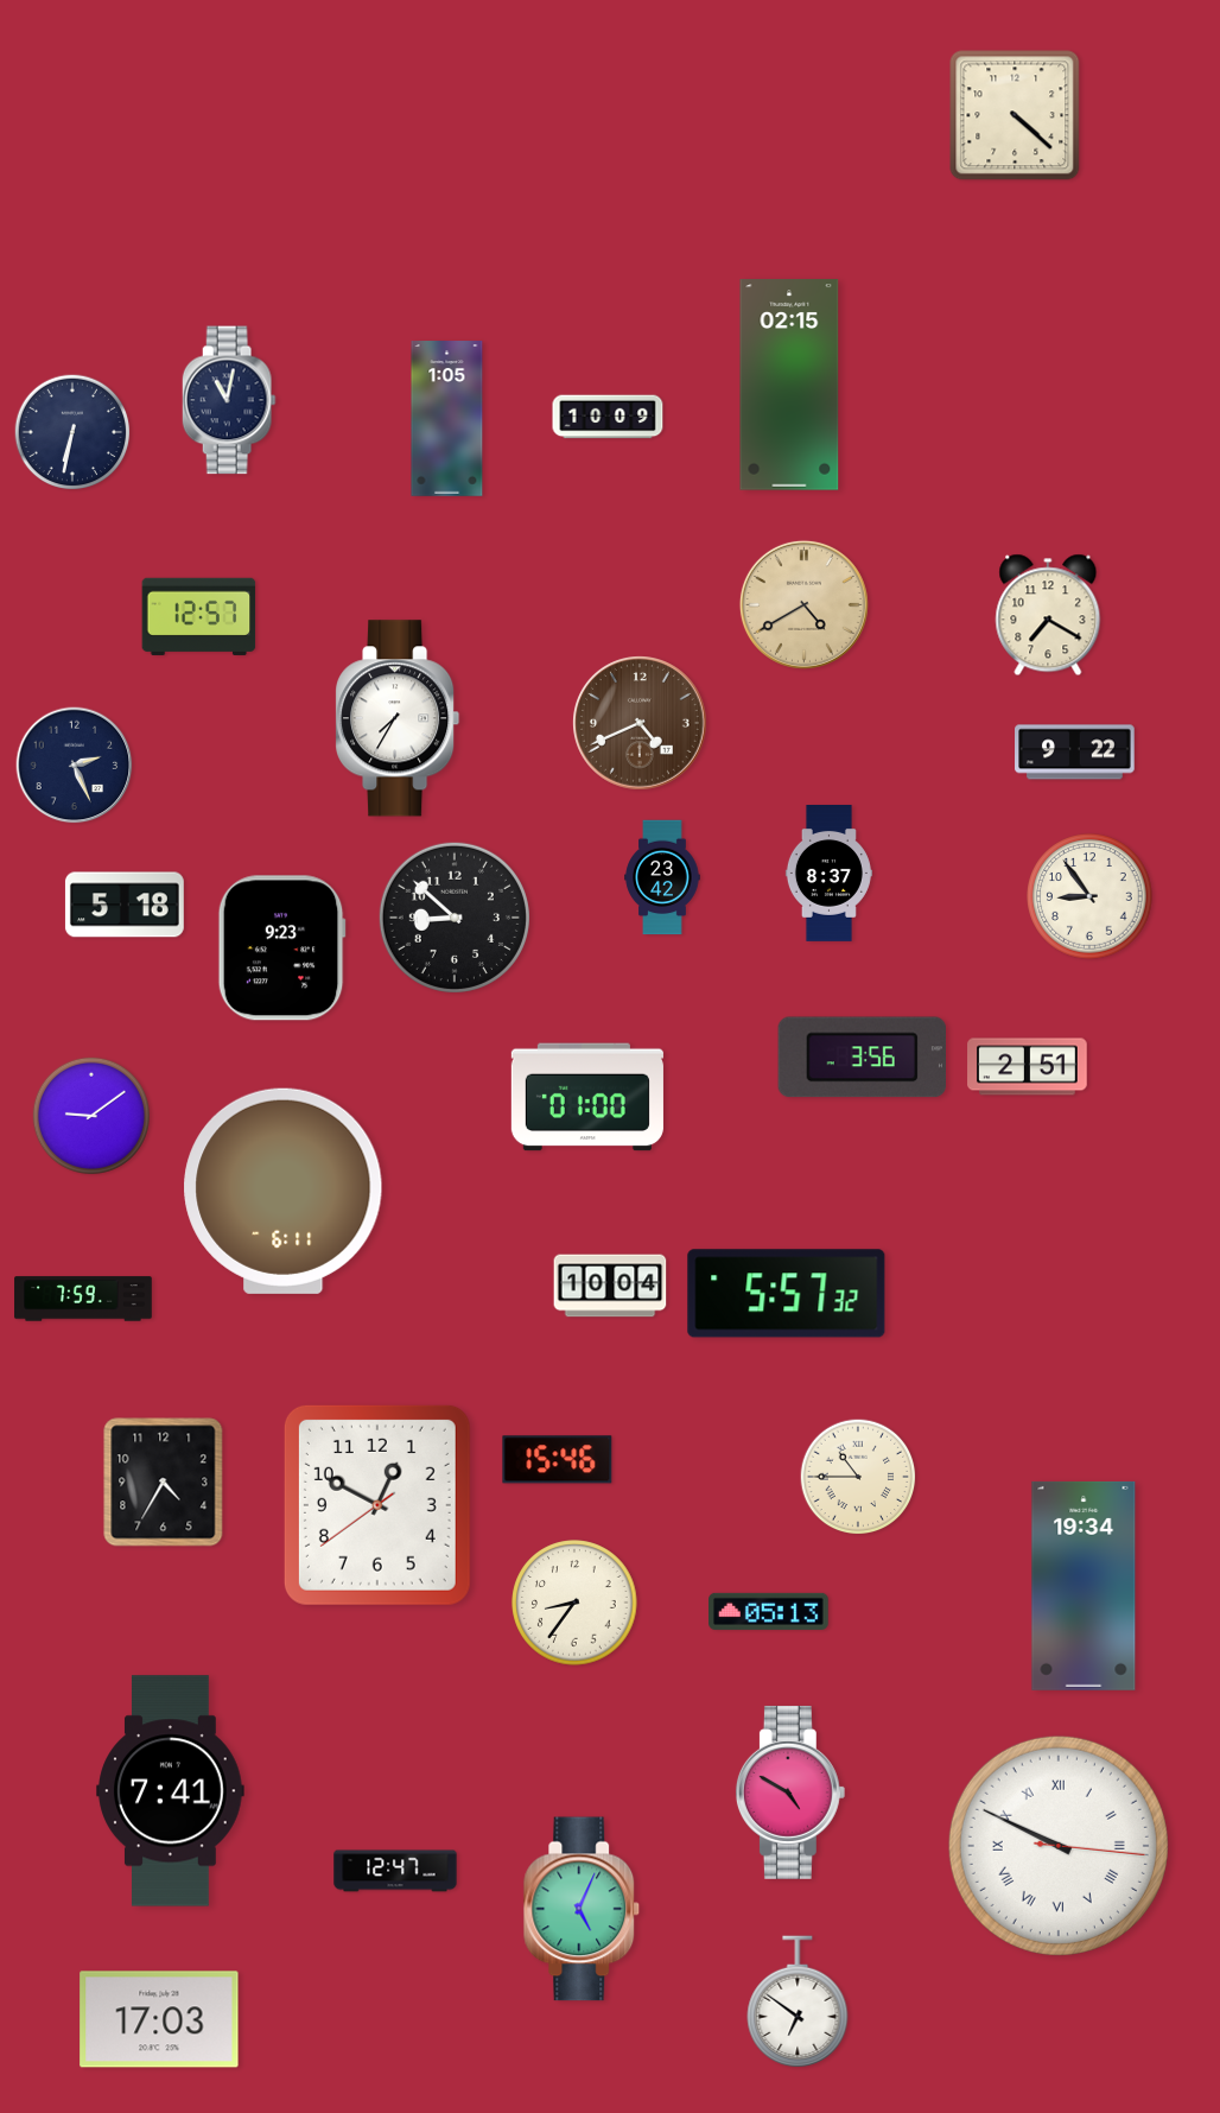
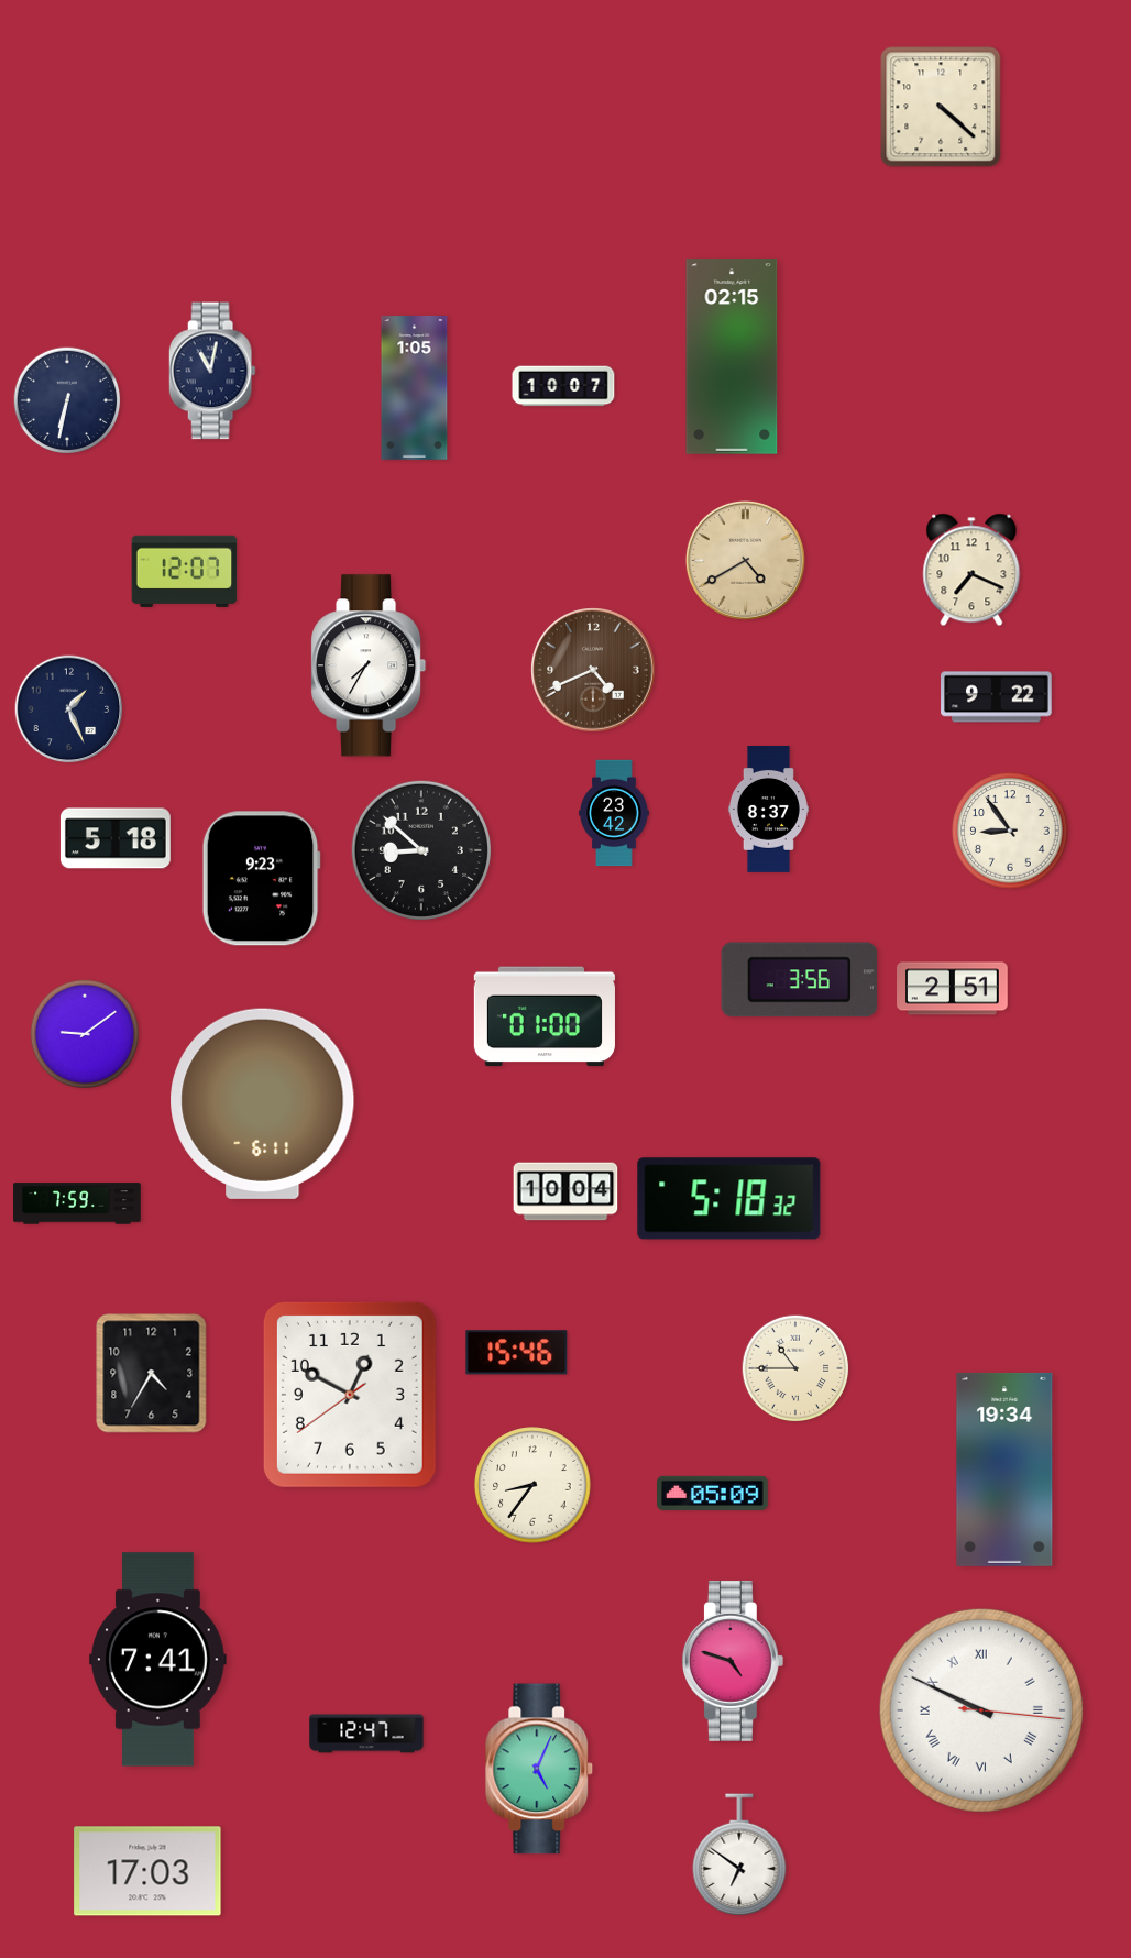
clock at (608, 417): 10:09 -> 10:07
clock at (1048, 615): 7:20 -> 7:19
clock at (199, 616): 12:57 -> 12:07
clock at (75, 766): 2:26 -> 1:26
clock at (787, 1294): 5:57 -> 5:18
clock at (769, 1611): 05:13 -> 05:09
clock at (790, 1792): 4:50 -> 4:48
